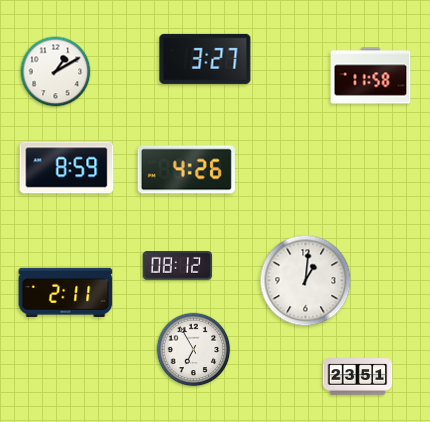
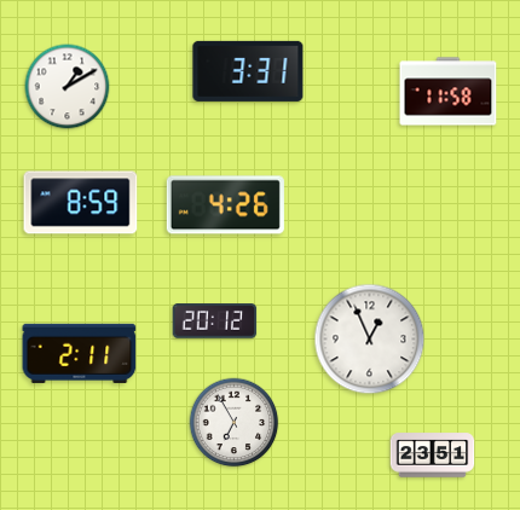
clock at (205, 59): 3:27 -> 3:31
clock at (178, 266): 08:12 -> 20:12
clock at (306, 281): 1:01 -> 12:56
